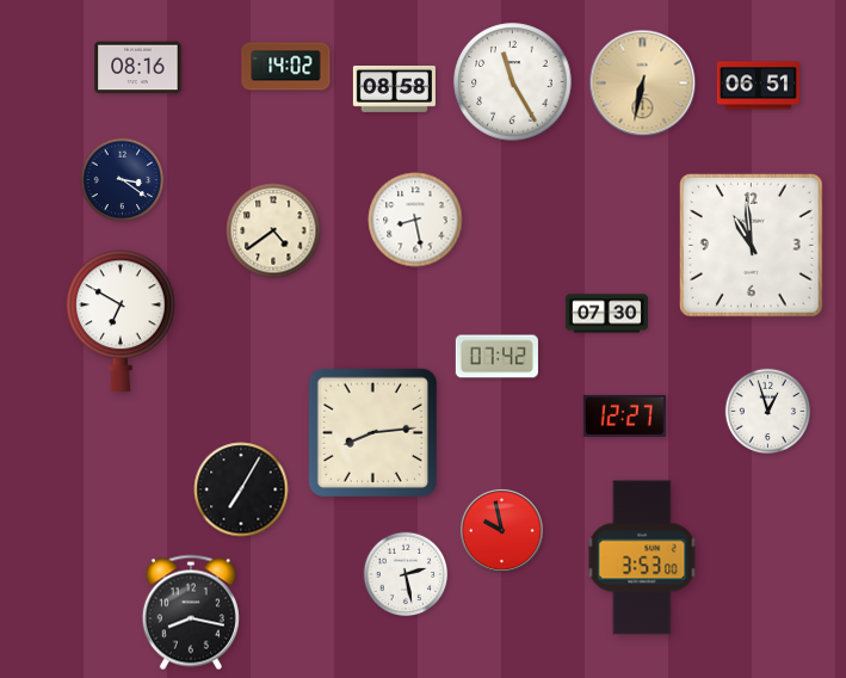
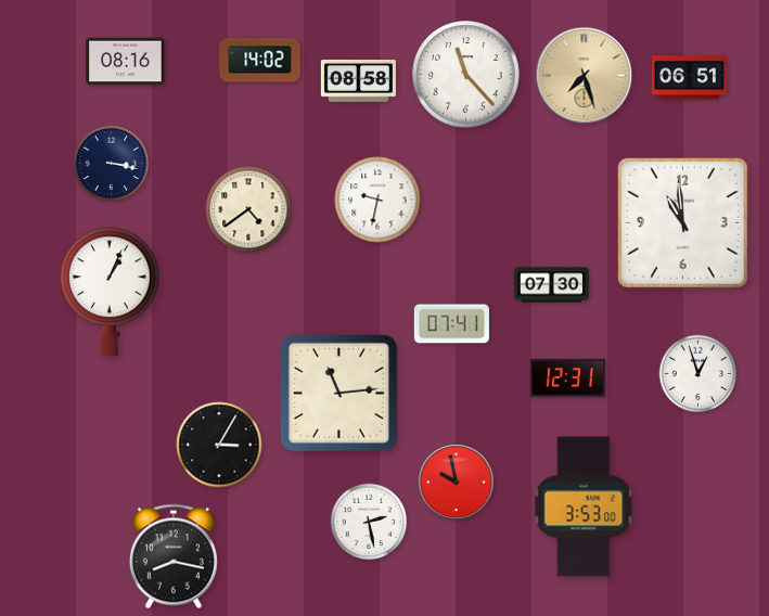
clock at (513, 82): 11:25 -> 11:23
clock at (643, 84): 6:32 -> 7:27
clock at (123, 180): 3:21 -> 3:17
clock at (415, 220): 8:28 -> 9:32
clock at (122, 321): 6:50 -> 1:04
clock at (496, 357): 07:42 -> 07:41
clock at (624, 415): 12:27 -> 12:31
clock at (372, 432): 8:14 -> 11:14
clock at (241, 489): 7:05 -> 3:05
